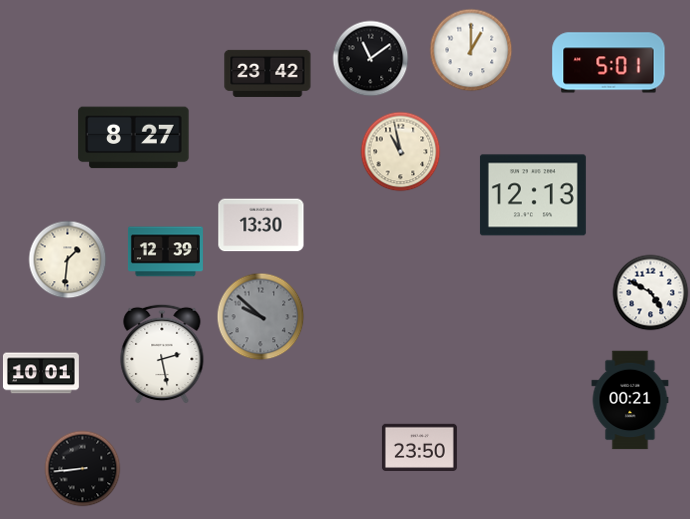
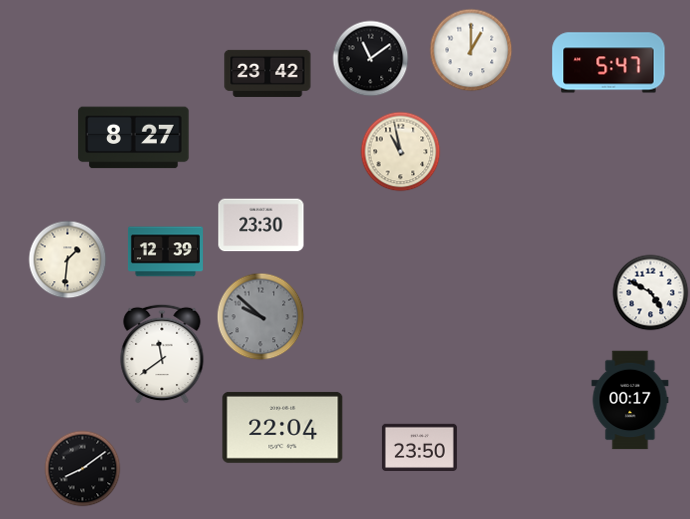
clock at (609, 63): 5:01 -> 5:47
clock at (533, 195): 12:13 -> none
clock at (261, 225): 13:30 -> 23:30
clock at (162, 354): 2:28 -> 11:39
clock at (41, 373): 10:01 -> none
clock at (630, 400): 00:21 -> 00:17
clock at (283, 427): none -> 22:04
clock at (83, 469): 8:44 -> 8:09
